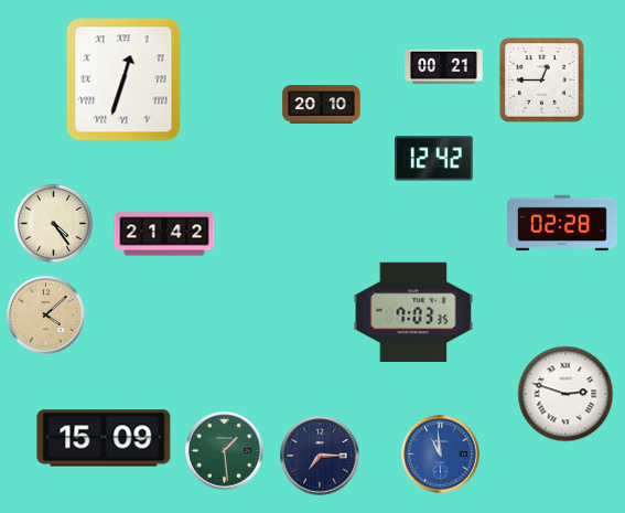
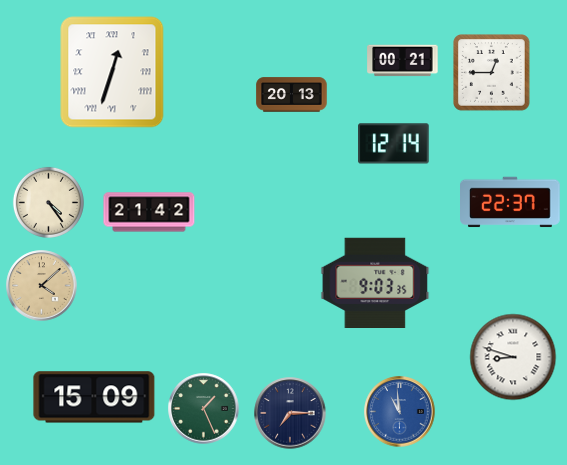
clock at (322, 105): 20:10 -> 20:13
clock at (434, 159): 12:42 -> 12:14
clock at (563, 223): 02:28 -> 22:37
clock at (413, 311): 7:03 -> 9:03
clock at (565, 394): 2:48 -> 8:48
clock at (225, 451): 1:29 -> 1:26
